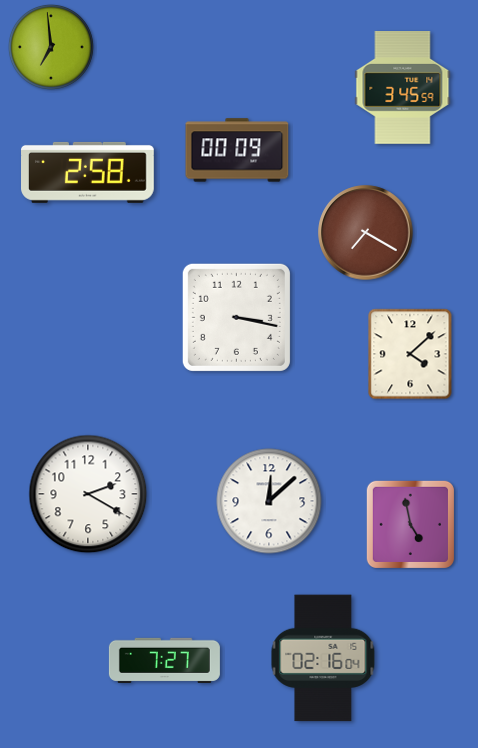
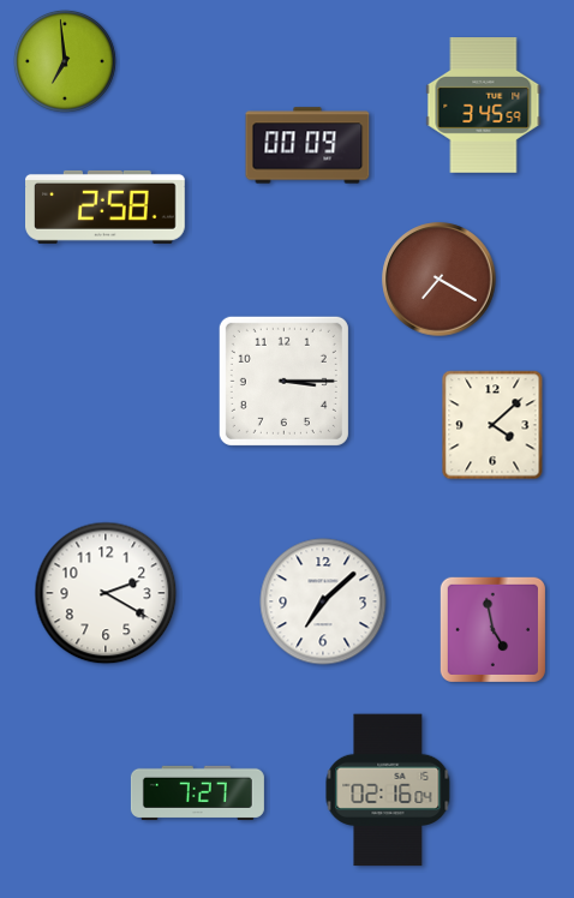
clock at (52, 48) position: (52, 48) -> (66, 62)
clock at (237, 150) position: (237, 150) -> (307, 145)
clock at (236, 317): 3:17 -> 3:15
clock at (269, 501): 12:08 -> 7:08
